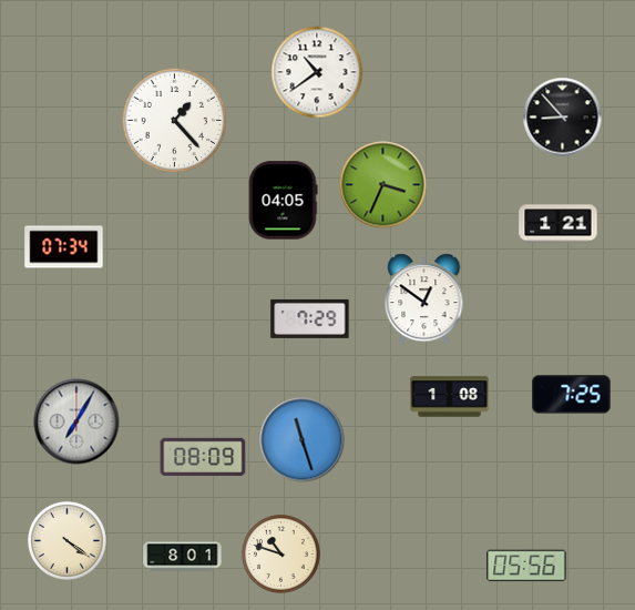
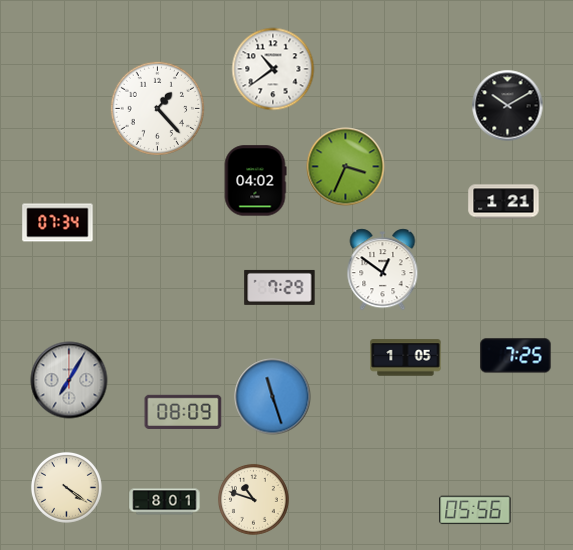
clock at (317, 72) position: (317, 72) -> (273, 69)
clock at (563, 118): 8:53 -> 10:10
clock at (283, 201): 04:05 -> 04:02
clock at (450, 397): 1:08 -> 1:05
clock at (66, 540) position: (66, 540) -> (66, 487)
